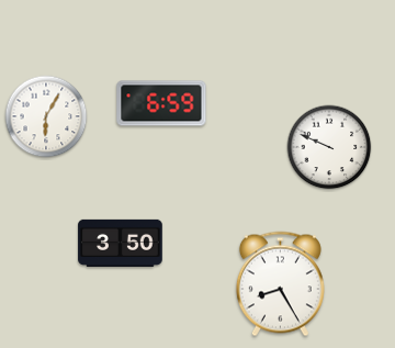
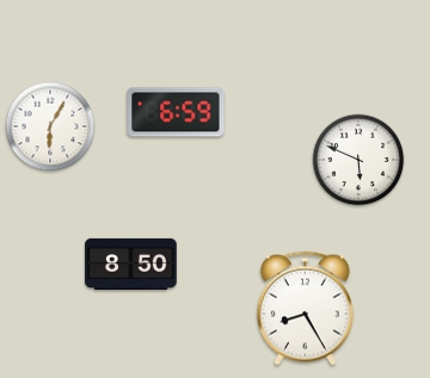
clock at (329, 147): 9:49 -> 5:49
clock at (121, 243): 3:50 -> 8:50
